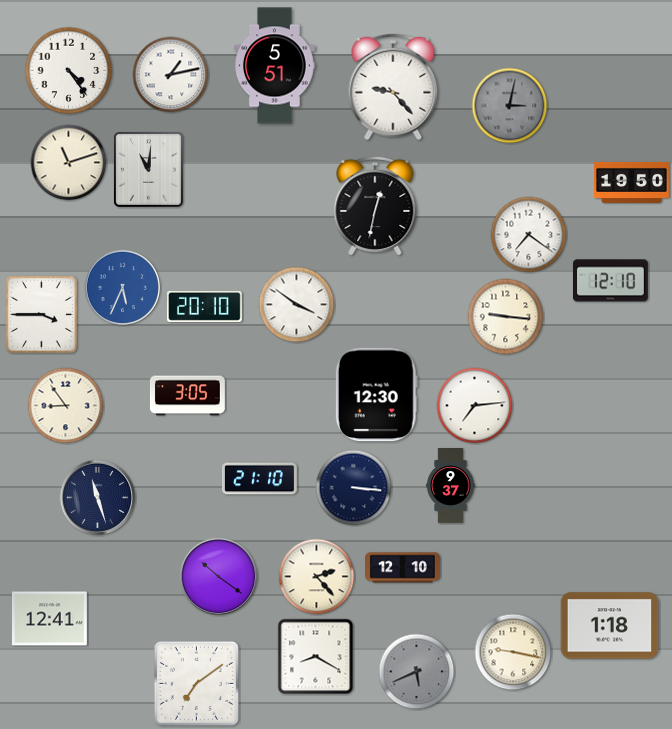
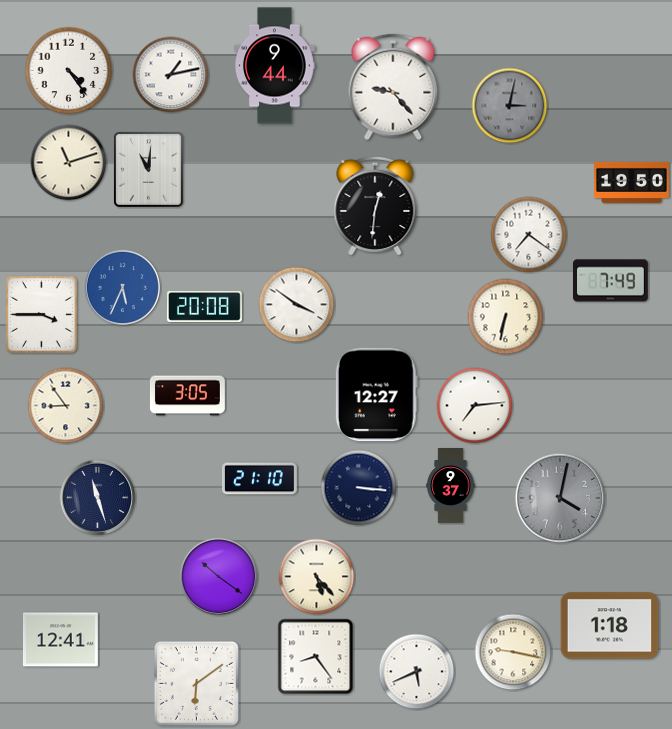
clock at (275, 66): 5:51 -> 9:44
clock at (375, 205): 12:32 -> 12:31
clock at (610, 281): 12:10 -> 7:49
clock at (204, 306): 20:10 -> 20:08
clock at (506, 317): 9:16 -> 6:32
clock at (376, 395): 12:30 -> 12:27
clock at (354, 488) position: (354, 488) -> (359, 488)
clock at (560, 498): none -> 4:02
clock at (403, 568): 12:10 -> none
clock at (317, 577): 2:23 -> 5:23
clock at (49, 619) position: (49, 619) -> (60, 640)
clock at (316, 657): 8:20 -> 8:24
clock at (417, 672) dial: grey -> white
clock at (196, 683): 7:09 -> 6:09
